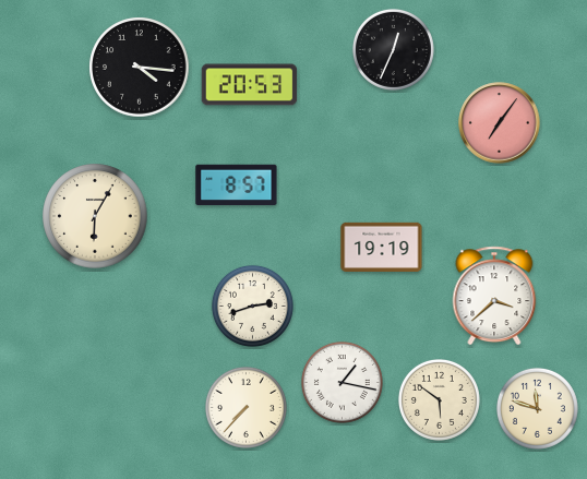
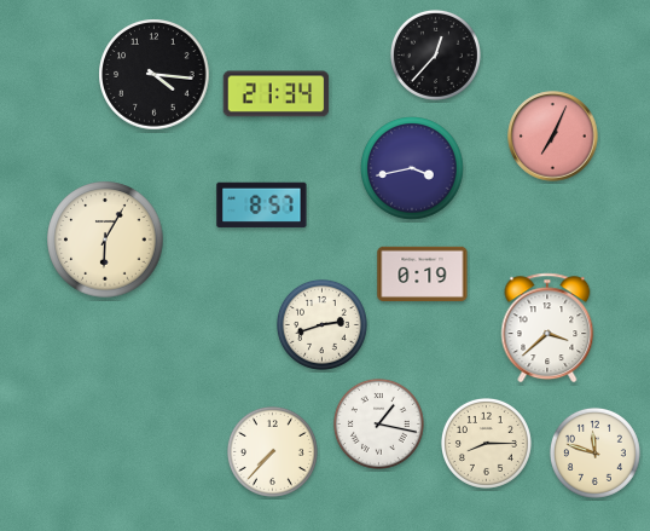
clock at (393, 49): 12:34 -> 12:37
clock at (250, 85): 20:53 -> 21:34
clock at (500, 123): 7:06 -> 7:04
clock at (413, 169): none -> 3:43
clock at (382, 247): 19:19 -> 0:19
clock at (252, 306) position: (252, 306) -> (321, 324)
clock at (439, 399): 5:51 -> 8:15
